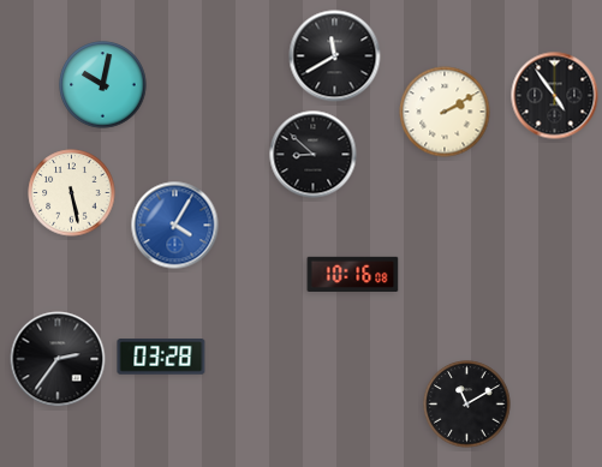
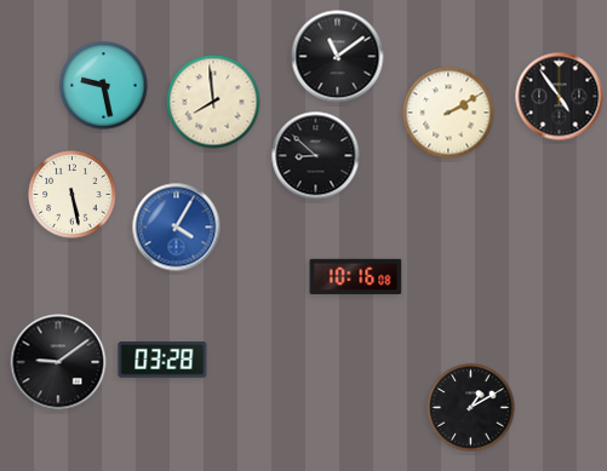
clock at (335, 56): 11:40 -> 11:09
clock at (103, 85): 10:02 -> 9:28
clock at (213, 102): none -> 7:59
clock at (58, 359): 2:36 -> 9:09
clock at (467, 405): 11:10 -> 1:10
